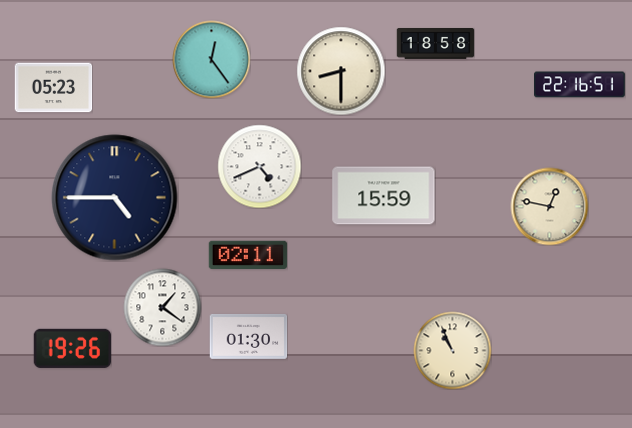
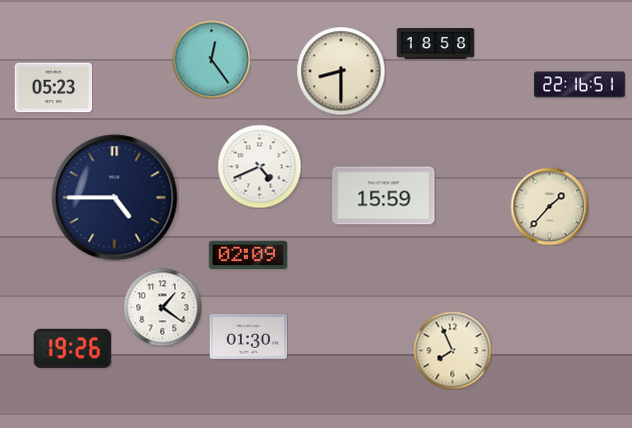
clock at (549, 206): 12:47 -> 1:37
clock at (248, 254): 02:11 -> 02:09
clock at (452, 350): 10:56 -> 7:56
